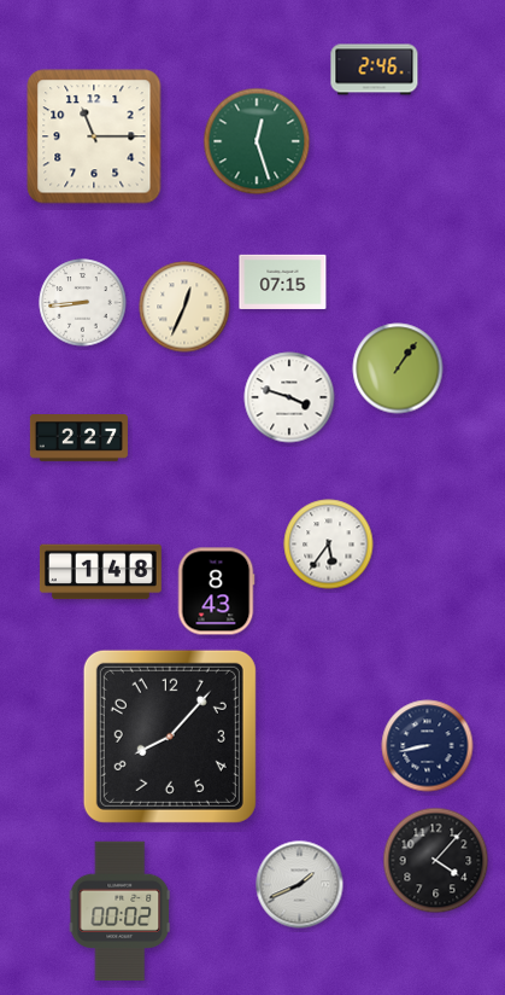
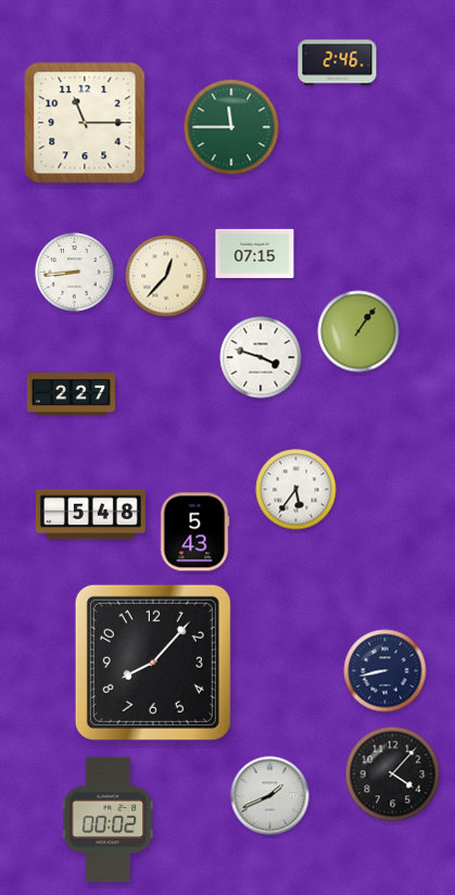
clock at (257, 141): 12:27 -> 11:45
clock at (184, 307): 12:34 -> 12:37
clock at (100, 572): 1:48 -> 5:48
clock at (216, 592): 8:43 -> 5:43
